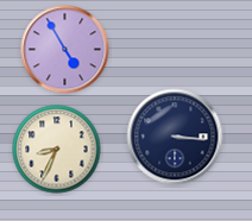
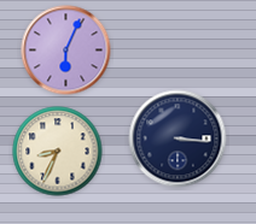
clock at (65, 50): 4:55 -> 6:04
